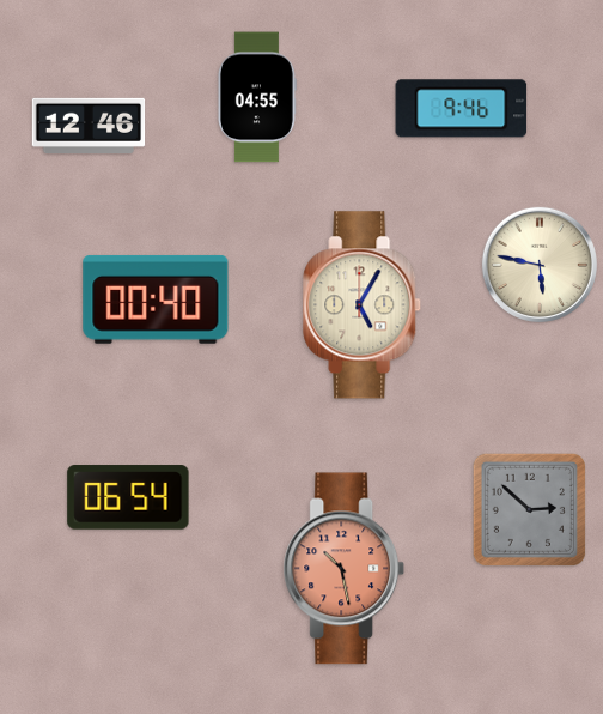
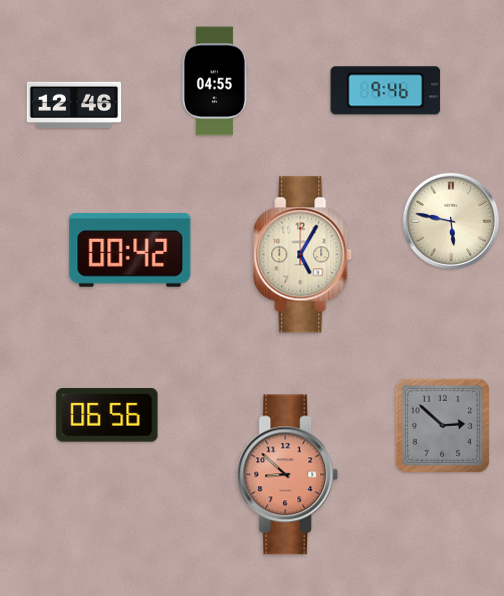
clock at (156, 299): 00:40 -> 00:42
clock at (128, 497): 06:54 -> 06:56
clock at (345, 569): 10:28 -> 8:52
